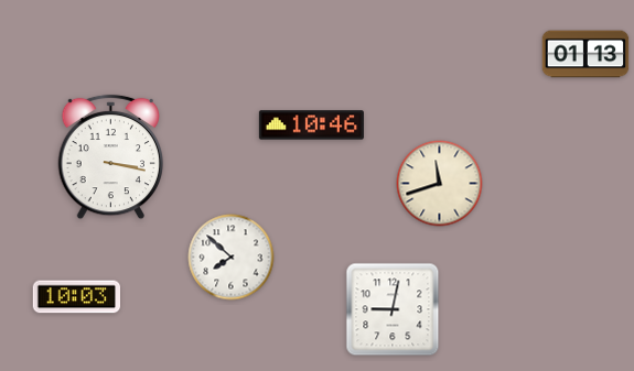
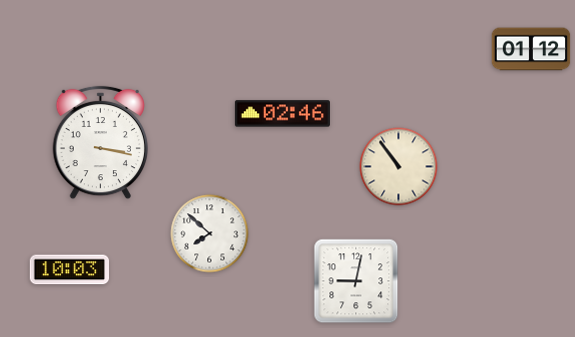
clock at (585, 54): 01:13 -> 01:12
clock at (311, 126): 10:46 -> 02:46
clock at (440, 184): 11:42 -> 10:54
